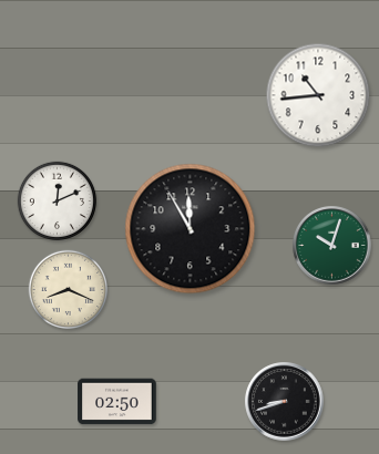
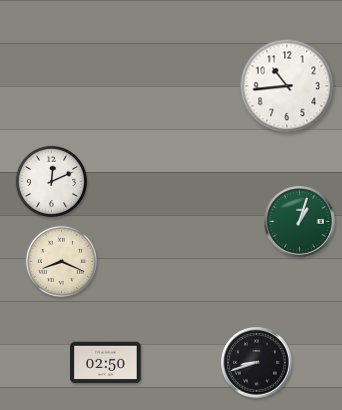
clock at (191, 229): 11:55 -> none
clock at (332, 246): 10:03 -> 1:03
